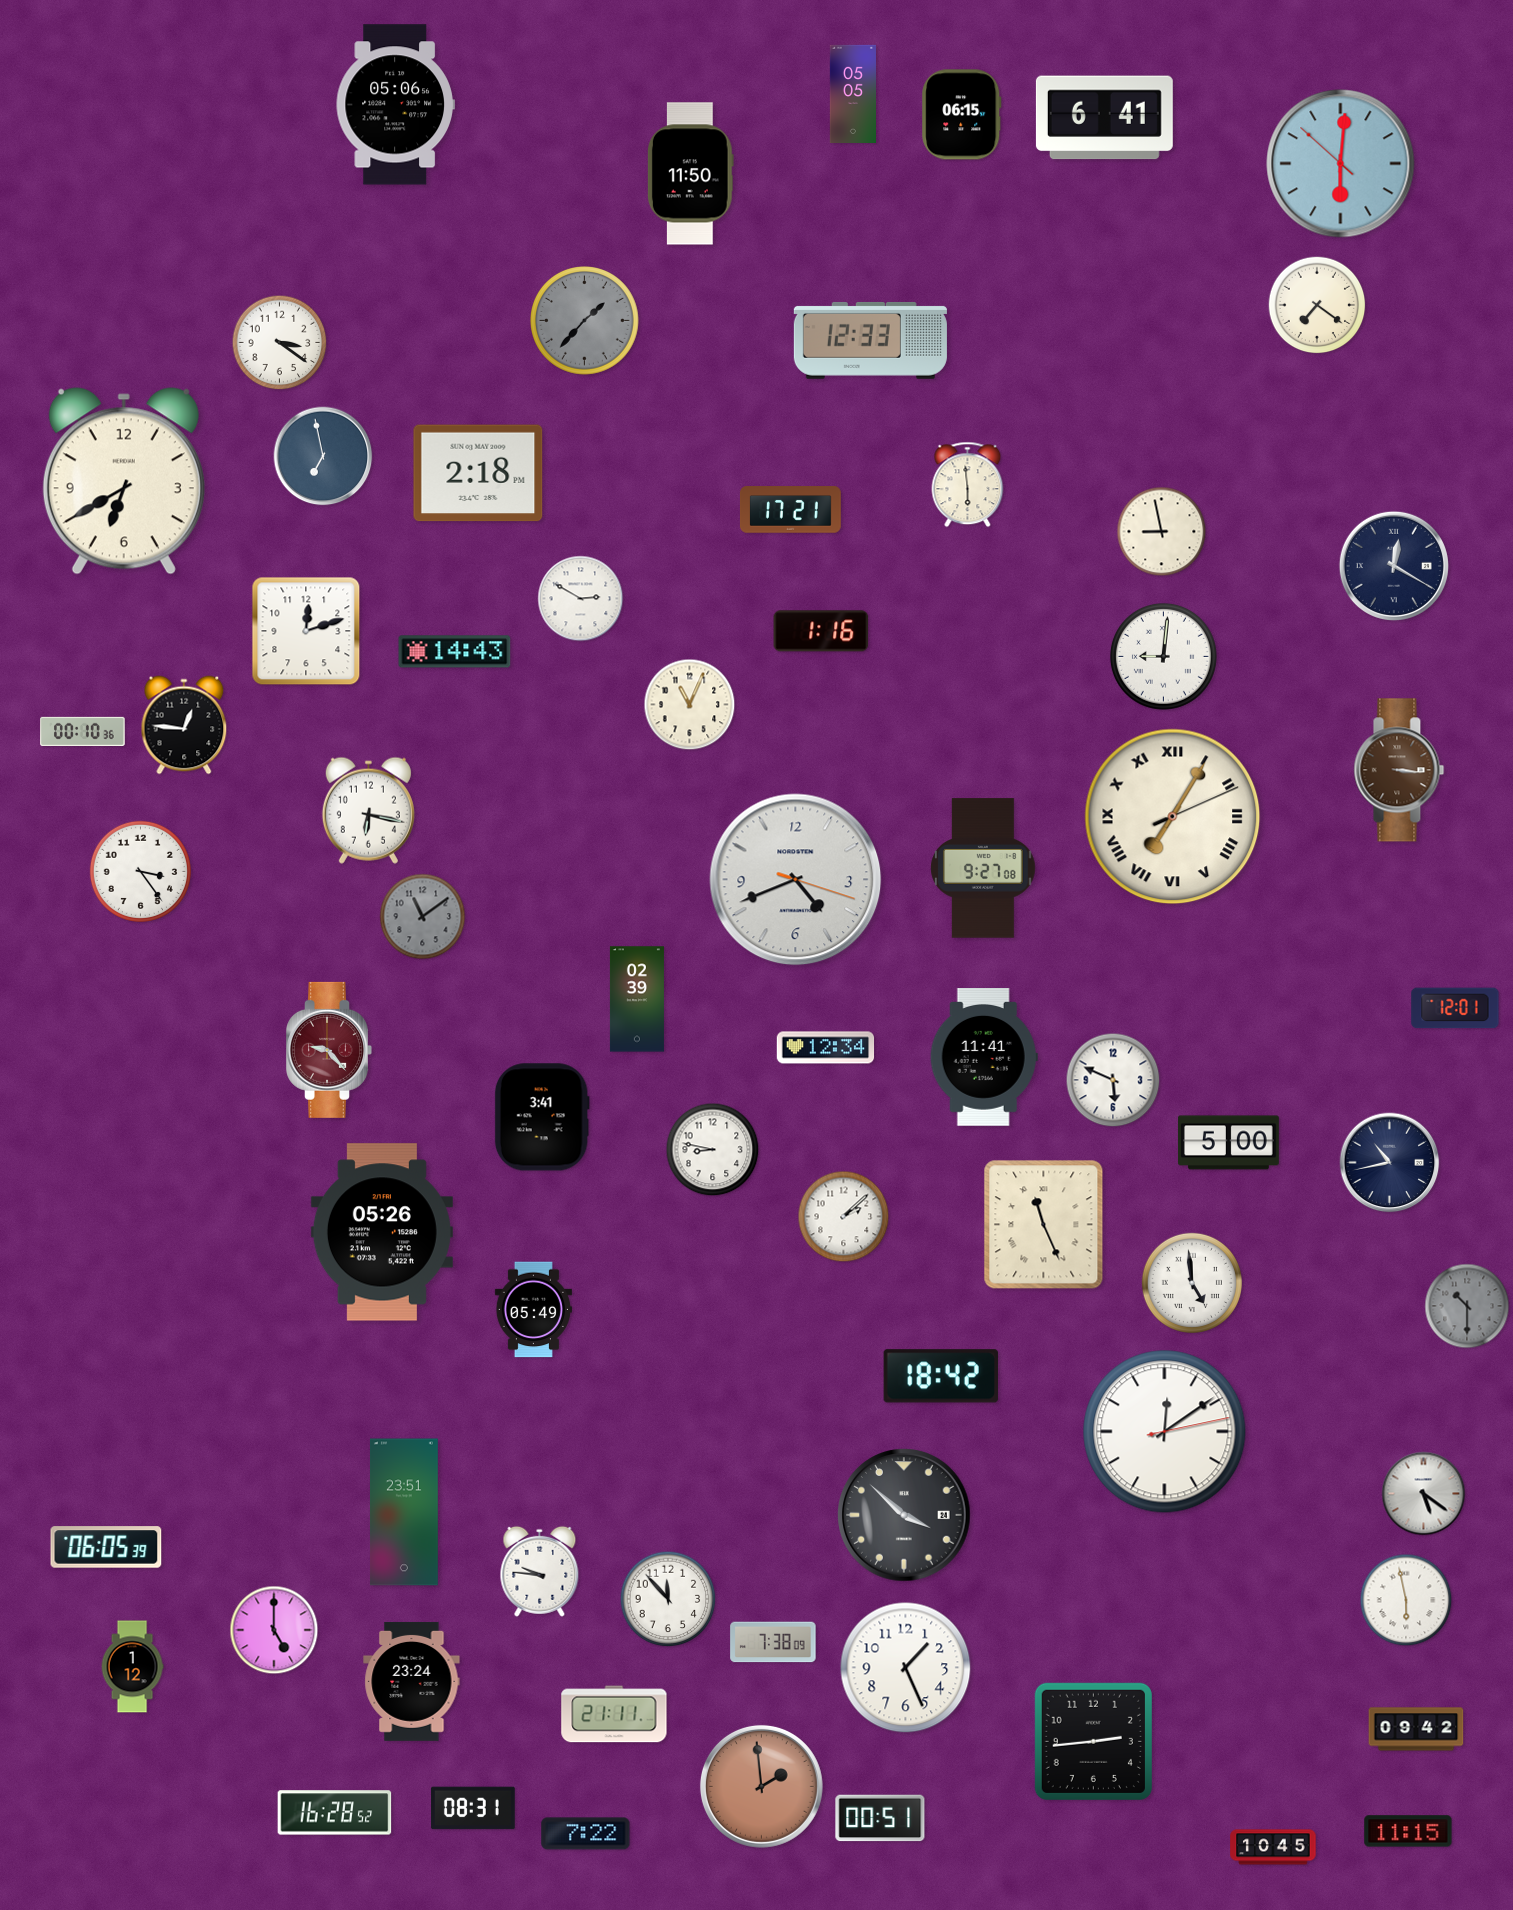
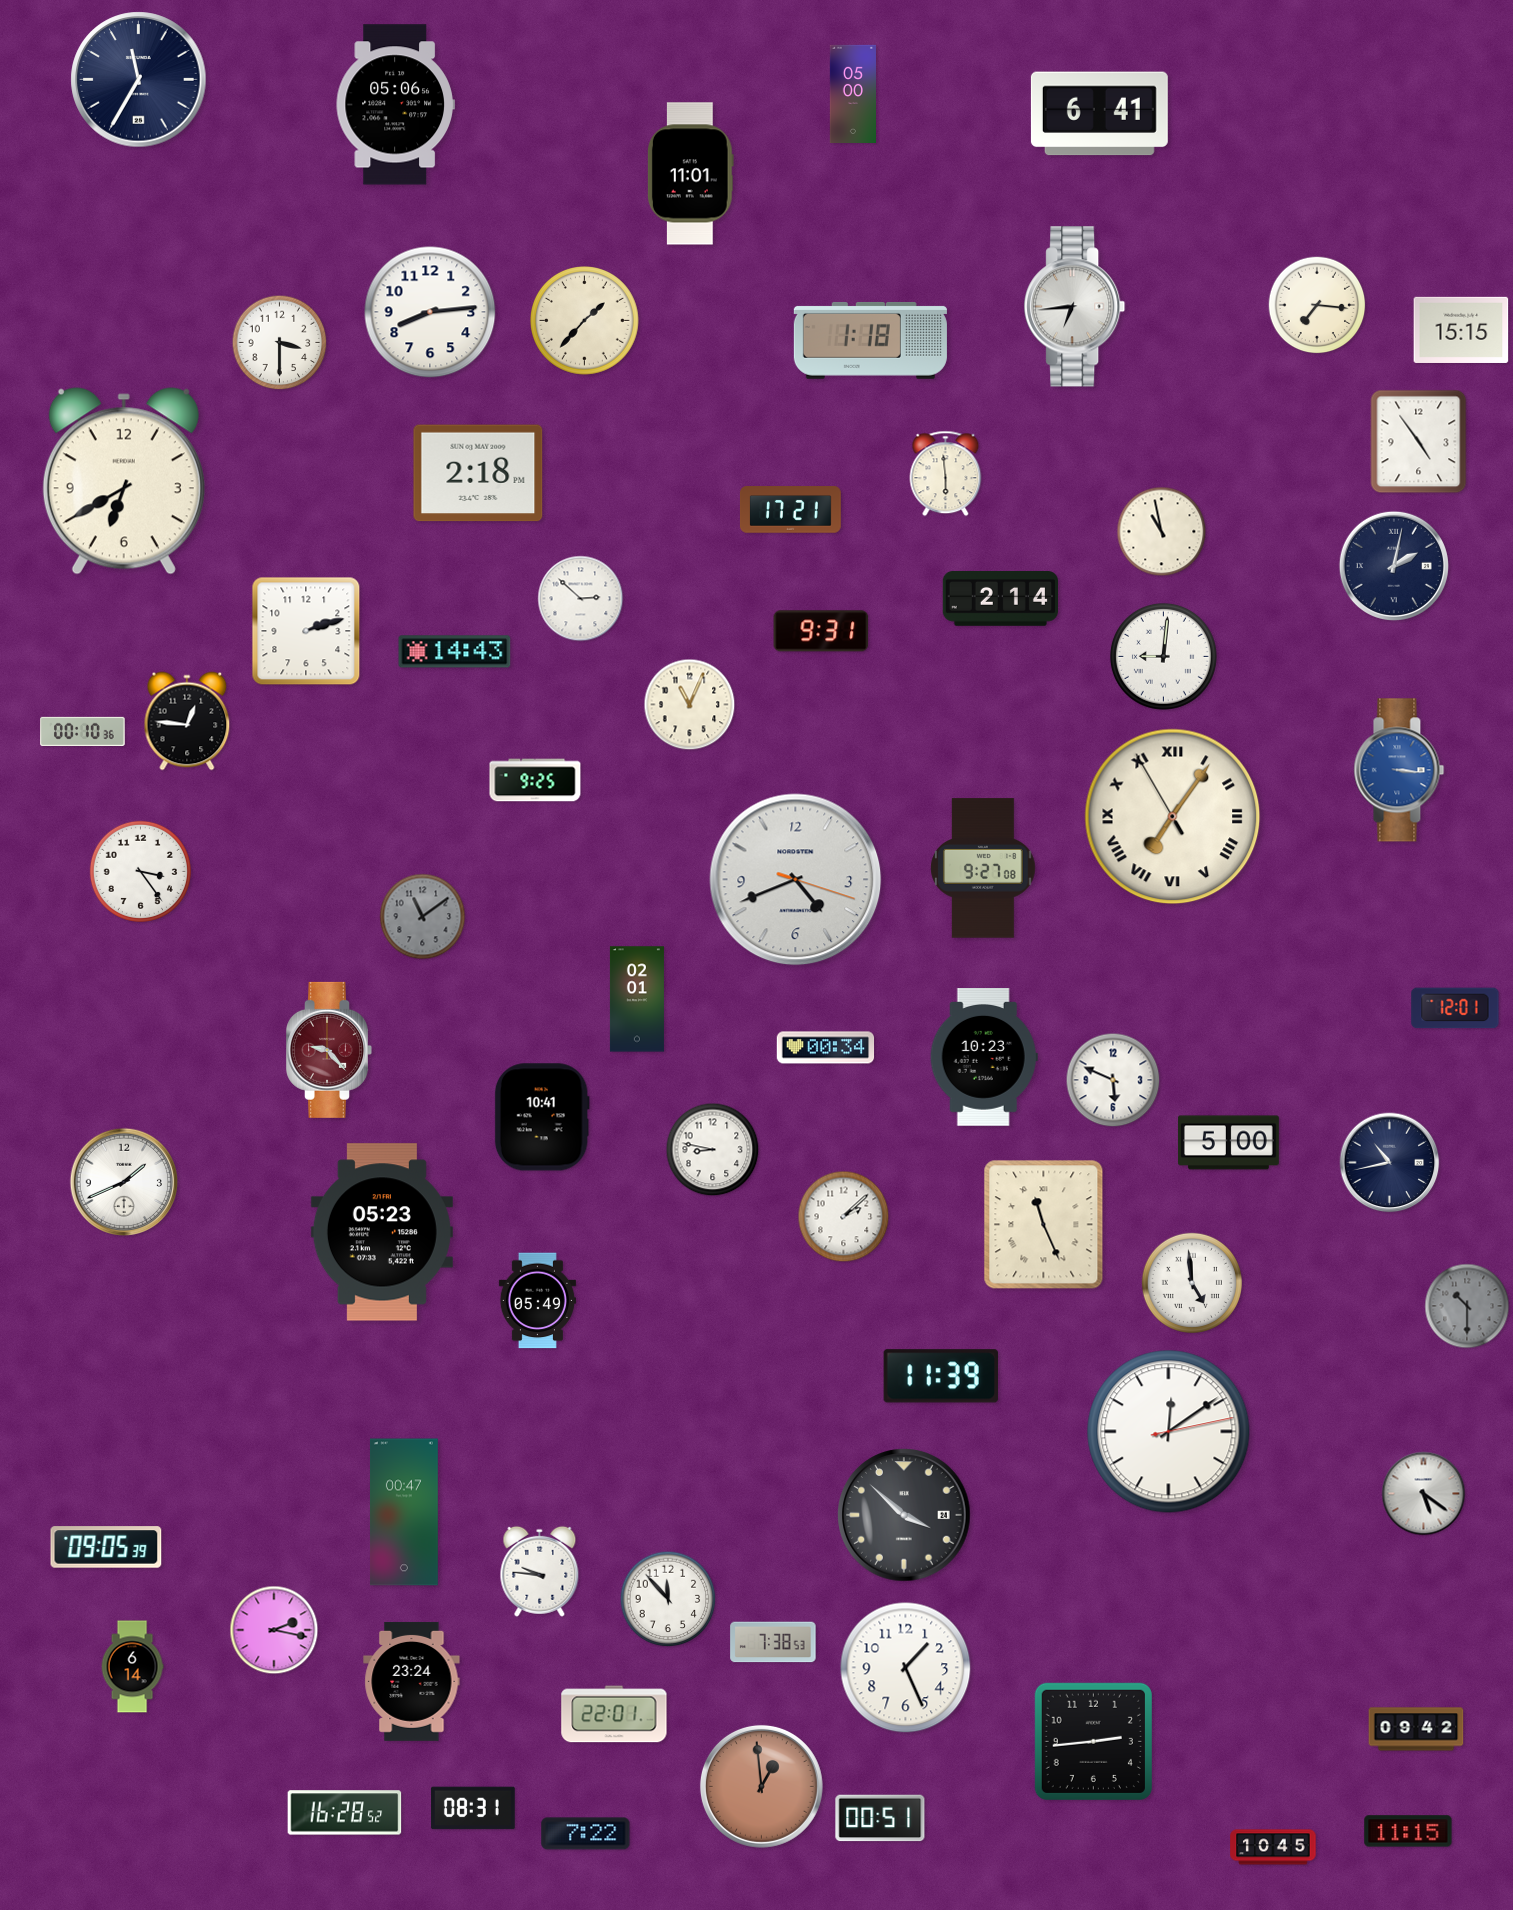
clock at (139, 80): none -> 11:35
clock at (852, 93): 05:05 -> 05:00
clock at (962, 115): 06:15 -> none
clock at (1104, 118) position: (1104, 118) -> (1099, 114)
clock at (1341, 164): 6:00 -> none
clock at (690, 174): 11:50 -> 11:01
clock at (1317, 305): 7:21 -> 7:16
clock at (1075, 307): none -> 6:44
clock at (430, 312): none -> 8:14
clock at (585, 321) dial: grey -> cream
clock at (1461, 330): none -> 15:15
clock at (870, 340): 12:33 -> 1:18
clock at (280, 343): 3:21 -> 3:30
clock at (1419, 442): none -> 4:54
clock at (323, 456): 6:58 -> none
clock at (968, 485) position: (968, 485) -> (946, 474)
clock at (1162, 532): 8:58 -> 10:58
clock at (1394, 566): 12:20 -> 2:02
clock at (581, 599): 2:50 -> 2:52
clock at (1000, 599): none -> 2:14
clock at (306, 631): 12:12 -> 2:12
clock at (821, 631): 1:16 -> 9:31
clock at (184, 725) position: (184, 725) -> (187, 721)
clock at (1399, 770) dial: brown -> blue
clock at (535, 780): none -> 9:25
clock at (368, 810): 6:17 -> none
clock at (1173, 817): 7:05:11 -> 7:05:55
clock at (637, 999): 02:39 -> 02:01
clock at (826, 1048): 12:34 -> 00:34
clock at (984, 1058): 11:41 -> 10:23
clock at (542, 1117): 3:41 -> 10:41
clock at (123, 1181): none -> 1:41
clock at (382, 1232): 05:26 -> 05:23
clock at (533, 1310) position: (533, 1310) -> (537, 1301)
clock at (941, 1376): 18:42 -> 11:39
clock at (1165, 1432) position: (1165, 1432) -> (1169, 1432)
clock at (404, 1512): 23:51 -> 00:47
clock at (106, 1547): 06:05 -> 09:05
clock at (1406, 1600): 5:58 -> none
clock at (274, 1630): 5:00 -> 2:17
clock at (773, 1642): 7:38:09 -> 7:38:53
clock at (132, 1667): 1:12 -> 6:14
clock at (614, 1714): 21:11 -> 22:01
clock at (761, 1786): 1:59 -> 12:59
clock at (335, 1813) position: (335, 1813) -> (345, 1813)
